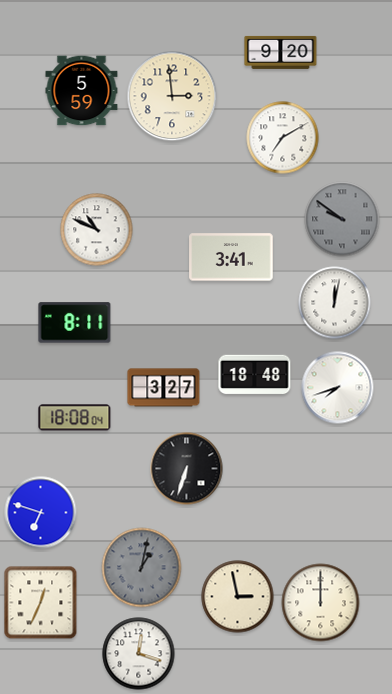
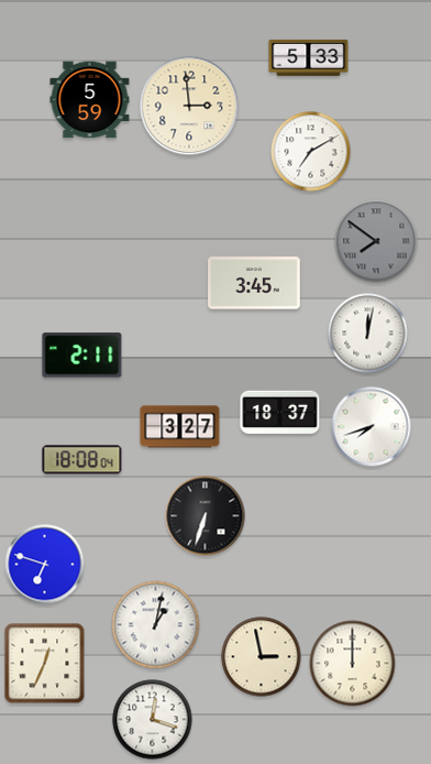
clock at (281, 52): 9:20 -> 5:33
clock at (342, 219): 9:51 -> 7:51
clock at (97, 230): 10:49 -> none
clock at (231, 257): 3:41 -> 3:45
clock at (75, 323): 8:11 -> 2:11
clock at (255, 375): 18:48 -> 18:37
clock at (142, 568) dial: grey -> white
